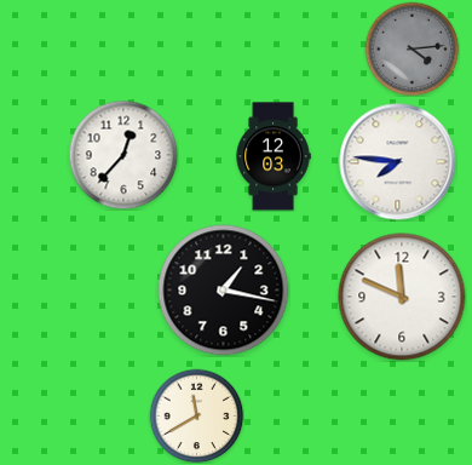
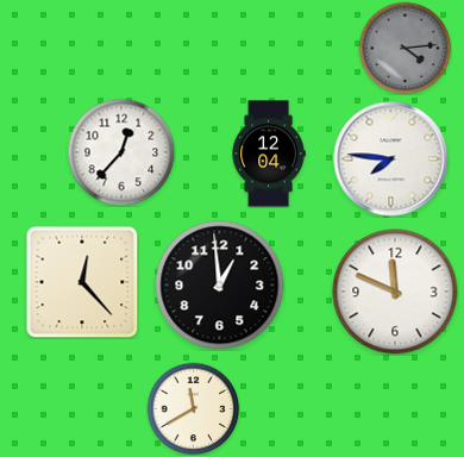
clock at (274, 156): 12:03 -> 12:04
clock at (82, 282): none -> 12:23
clock at (224, 291): 1:17 -> 12:59
